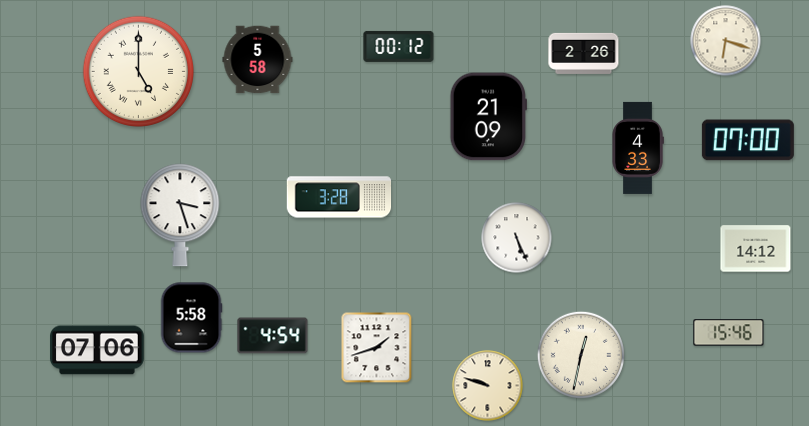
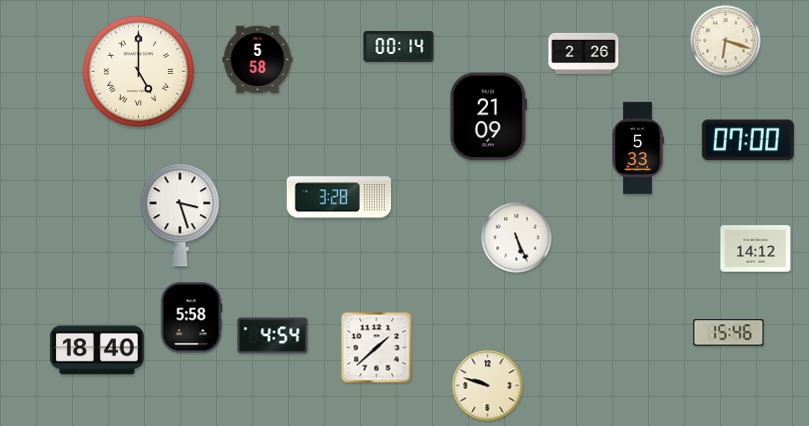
clock at (399, 46): 00:12 -> 00:14
clock at (638, 148): 4:33 -> 5:33
clock at (377, 348): 1:42 -> 1:38
clock at (97, 350): 07:06 -> 18:40
clock at (581, 355): 12:32 -> none
